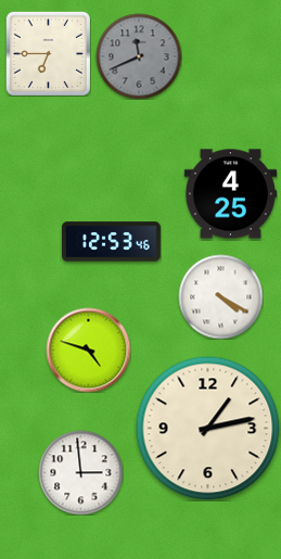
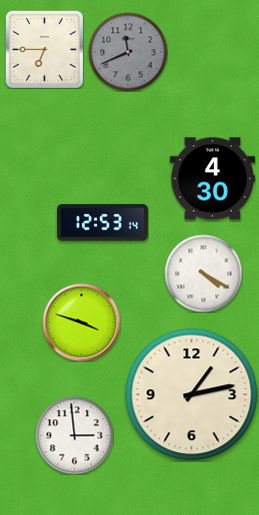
clock at (230, 194): 4:25 -> 4:30
clock at (111, 242): 12:53:46 -> 12:53:14
clock at (88, 350): 4:48 -> 3:48
